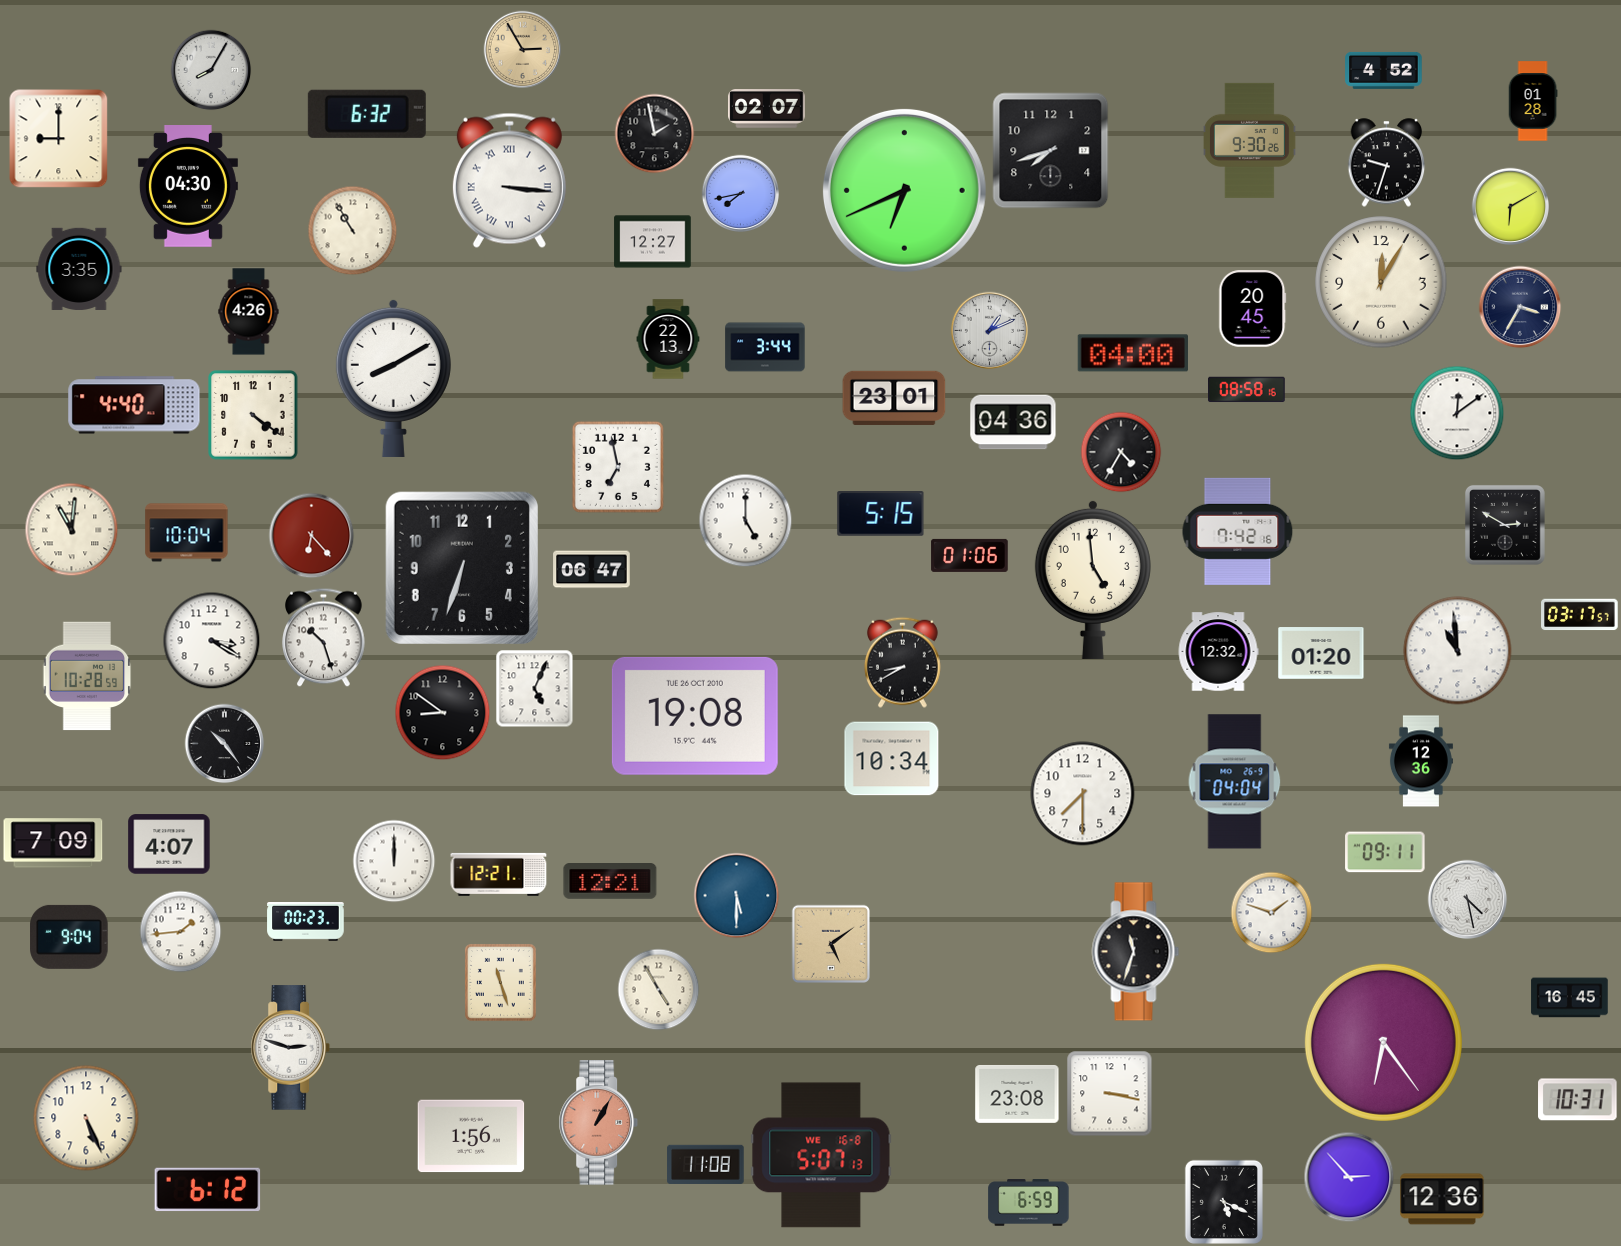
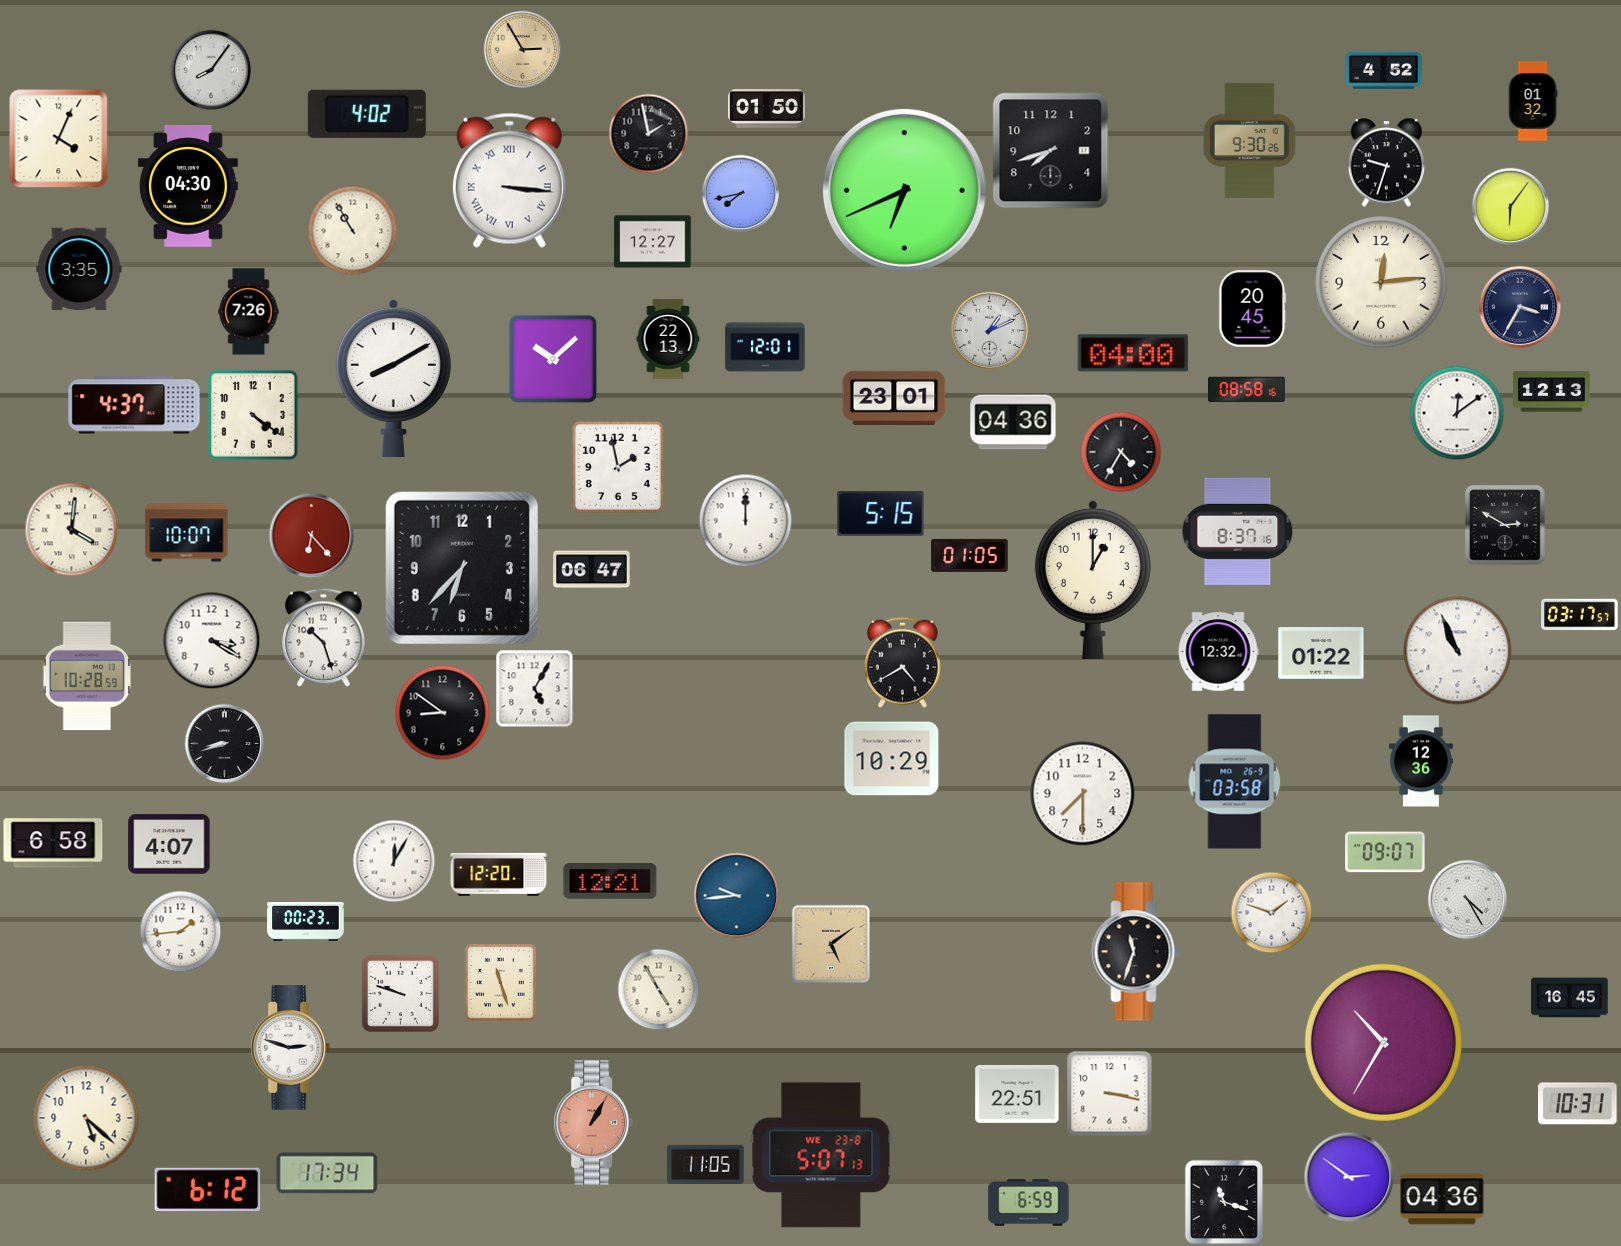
clock at (211, 70): 8:05 -> 8:06
clock at (1533, 101): 01:28 -> 01:32
clock at (767, 109): 02:07 -> 01:50
clock at (367, 114): 6:32 -> 4:02
clock at (654, 133) position: (654, 133) -> (648, 133)
clock at (58, 138): 9:00 -> 4:04
clock at (1510, 206): 6:10 -> 6:06
clock at (1381, 282): 12:05 -> 12:14
clock at (249, 312): 4:26 -> 7:26
clock at (765, 347): 3:44 -> 12:01
clock at (552, 358): none -> 10:08
clock at (1552, 392): none -> 12:13
clock at (134, 405): 4:40 -> 4:37
clock at (618, 467): 6:58 -> 1:58
clock at (745, 520): 5:00 -> 12:00
clock at (71, 529): 11:01 -> 4:01
clock at (1238, 531): 7:42 -> 8:37
clock at (187, 533): 10:04 -> 10:07
clock at (970, 555): 01:06 -> 01:05
clock at (462, 568): 6:33 -> 6:37
clock at (1093, 579): 4:59 -> 1:00
clock at (1458, 651): 10:59 -> 10:56
clock at (1321, 653): 01:20 -> 01:22
clock at (902, 662): 8:40 -> 4:40
clock at (534, 688): 5:04 -> 5:05
clock at (695, 716): 19:08 -> none
clock at (224, 743): 10:24 -> 8:42
clock at (892, 759): 10:34 -> 10:29
clock at (1235, 782): 04:04 -> 03:58
clock at (53, 843): 7:09 -> 6:58
clock at (1385, 852): 09:11 -> 09:07
clock at (394, 861): 12:00 -> 12:05
clock at (499, 874): 12:21 -> 12:20
clock at (736, 895): 5:30 -> 9:44
clock at (1467, 899): 4:28 -> 4:25
clock at (69, 937): 9:04 -> none
clock at (400, 993): none -> 9:48
clock at (1383, 1042): 6:24 -> 10:35
clock at (1017, 1094): 23:08 -> 22:51
clock at (1578, 1100) position: (1578, 1100) -> (1578, 1104)
clock at (86, 1118): 5:26 -> 5:22
clock at (599, 1123) position: (599, 1123) -> (594, 1123)
clock at (471, 1136): 1:56 -> none
clock at (821, 1155) date: WE 16-8 -> WE 23-8
clock at (706, 1164): 11:08 -> 11:05
clock at (327, 1173): none -> 17:34
clock at (1349, 1177): 2:53 -> 2:51
clock at (1442, 1199): 12:36 -> 04:36
clock at (1224, 1202): 5:19 -> 11:18
